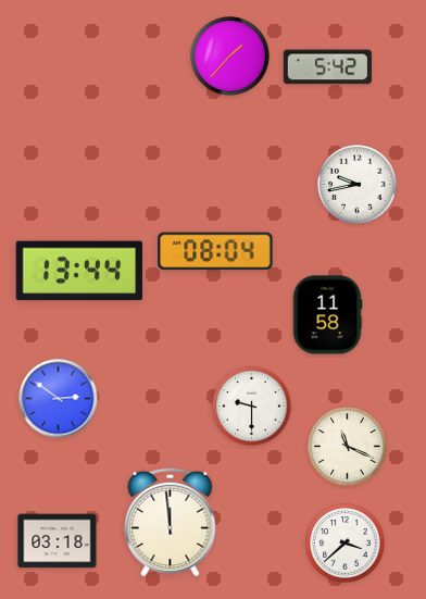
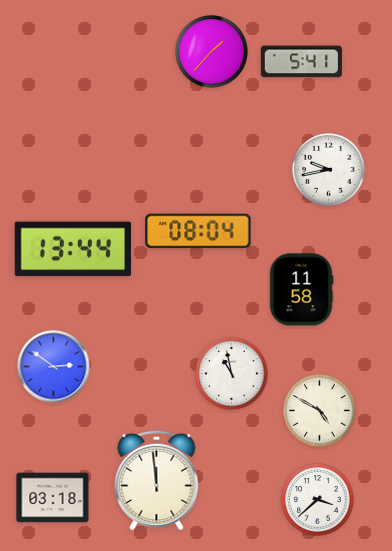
clock at (327, 67): 5:42 -> 5:41
clock at (252, 407): 9:30 -> 10:58
clock at (348, 447): 11:19 -> 4:50
